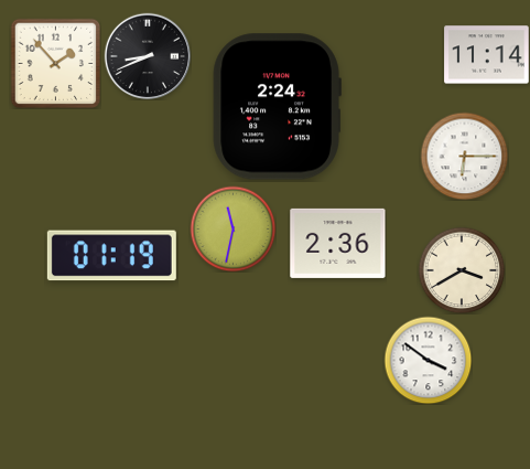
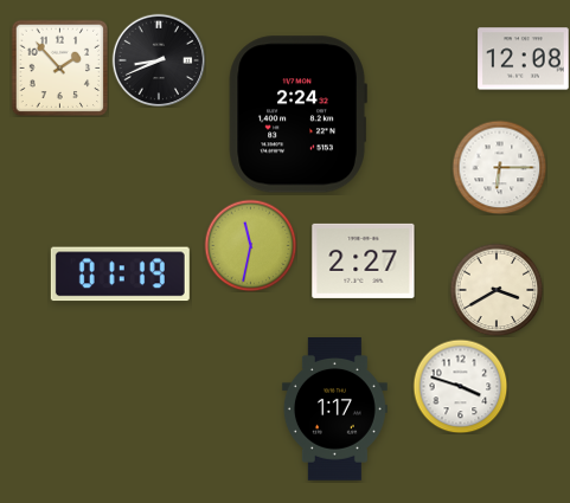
clock at (487, 55): 11:14 -> 12:08
clock at (338, 243): 2:36 -> 2:27
clock at (428, 360): 3:51 -> 3:48
clock at (334, 410): none -> 1:17
